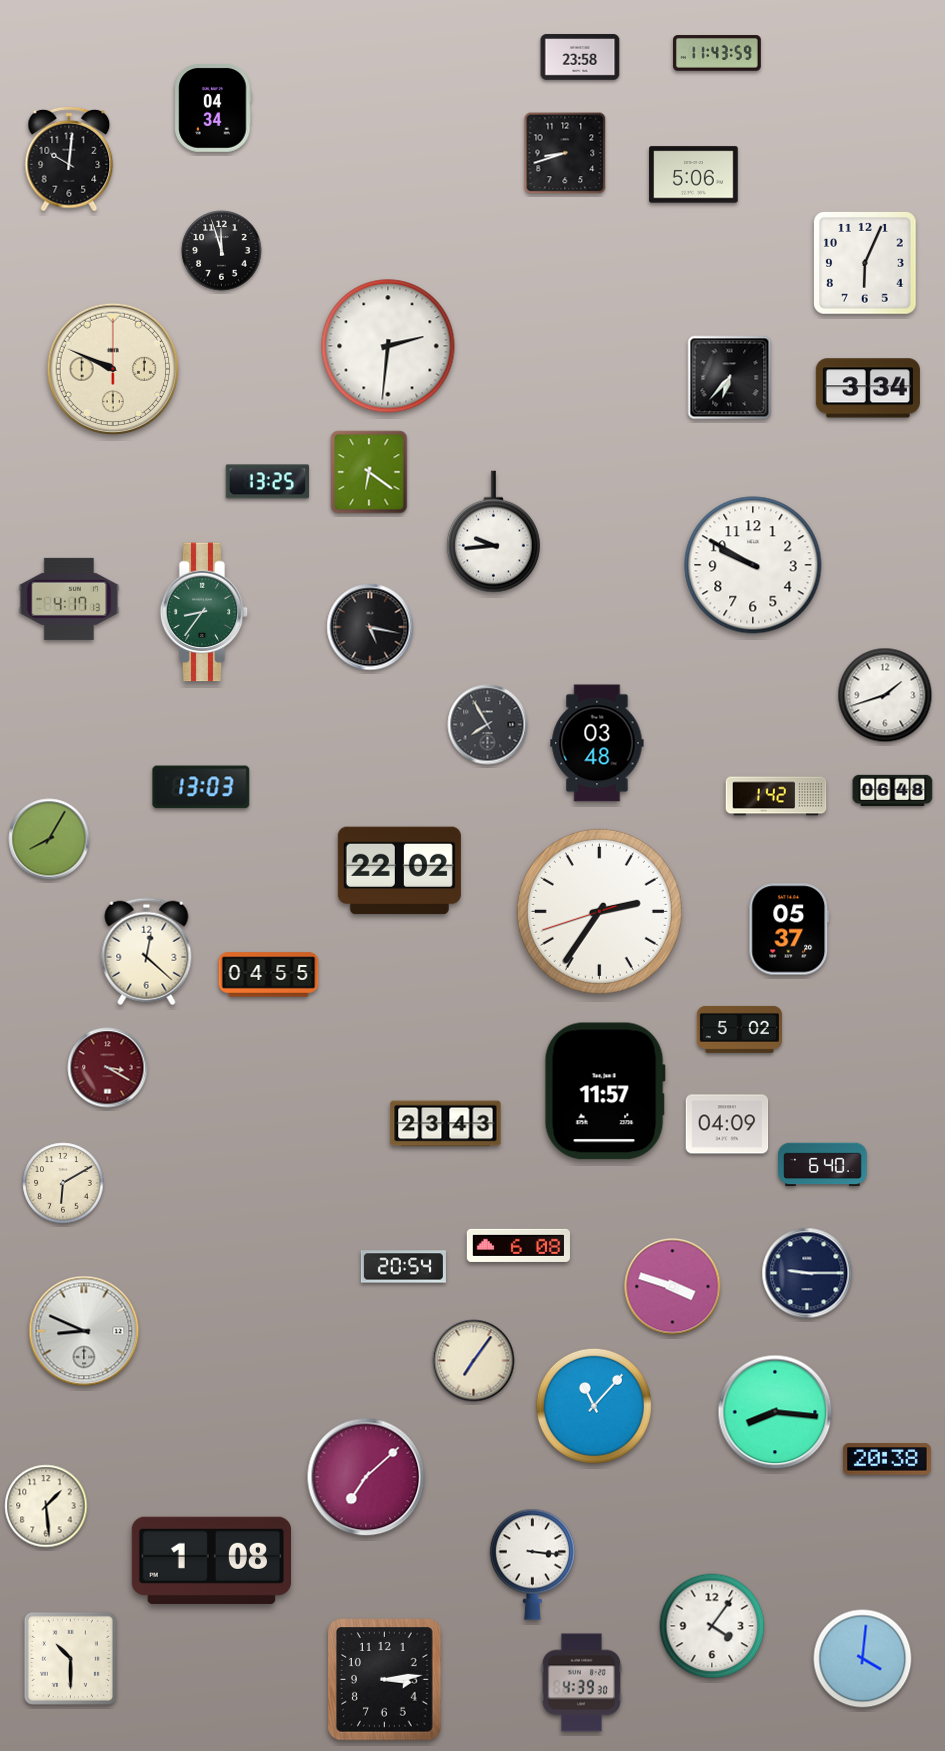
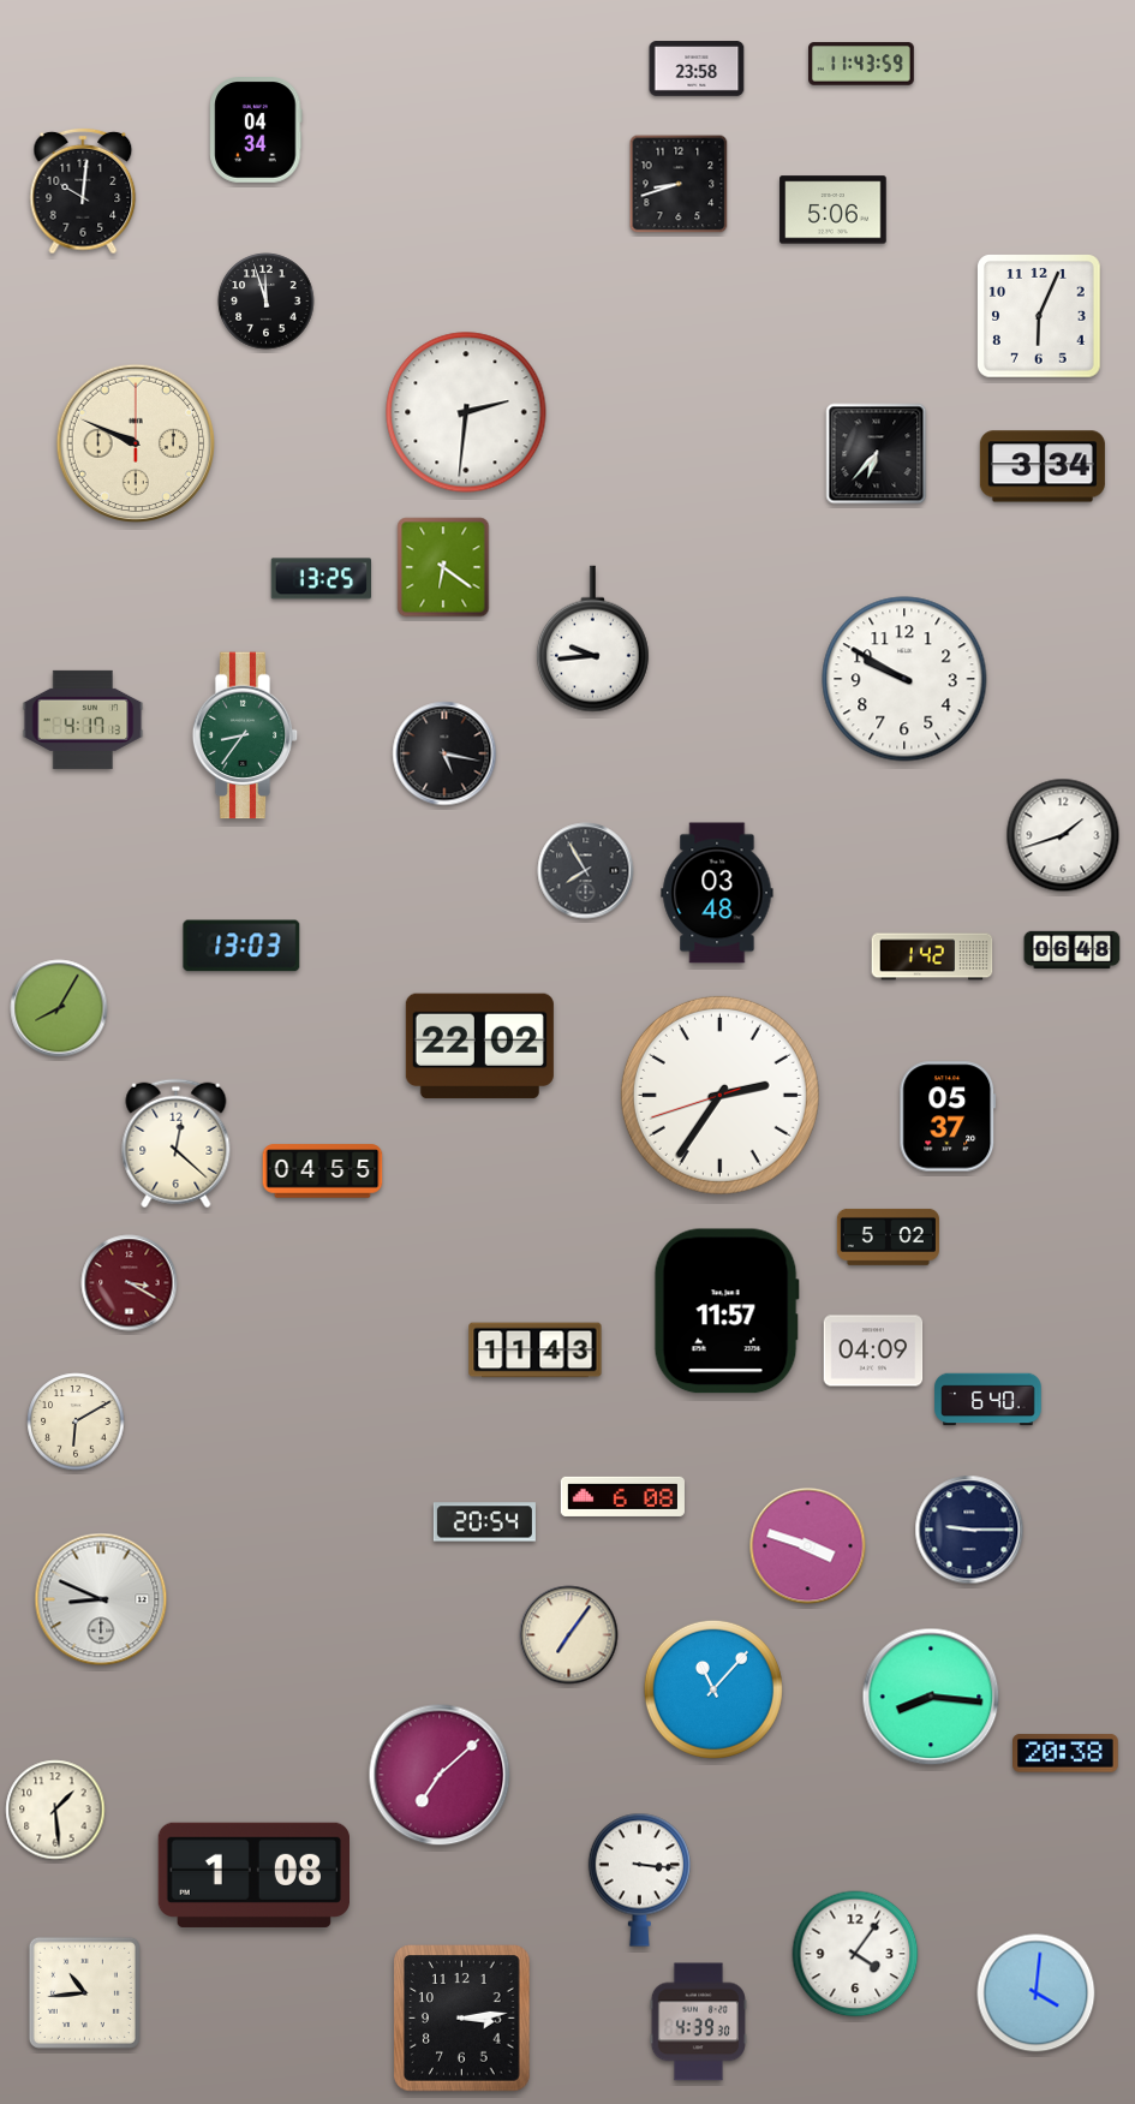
clock at (388, 346) position: (388, 346) -> (466, 412)
clock at (446, 1124): 23:43 -> 11:43
clock at (70, 1658): 10:30 -> 10:44
